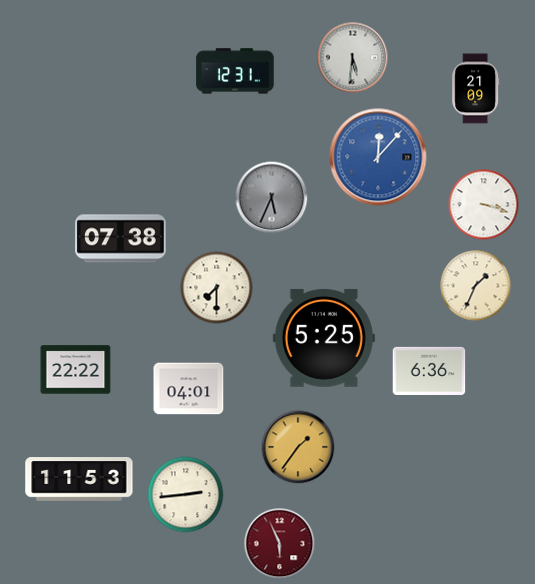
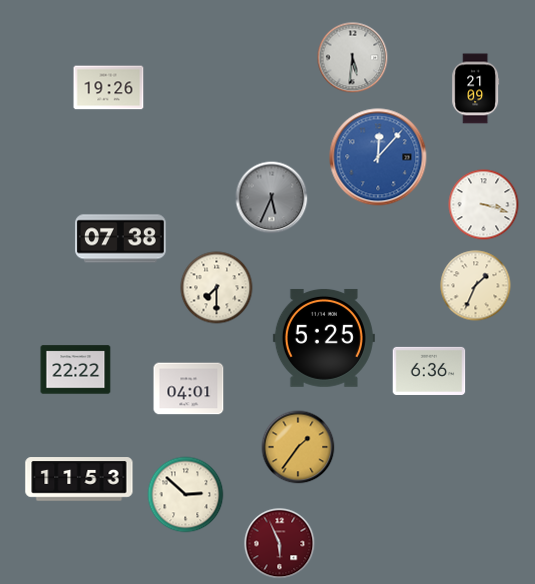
clock at (235, 71): 12:31 -> none
clock at (109, 88): none -> 19:26
clock at (186, 495): 2:44 -> 2:52
